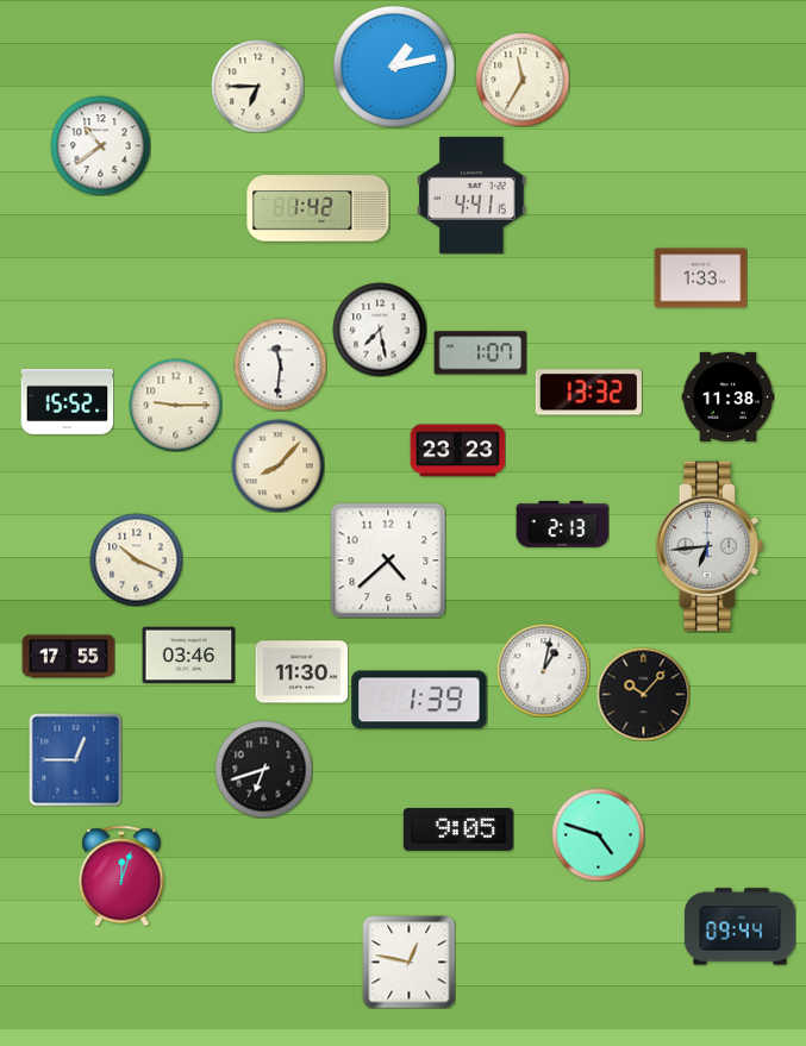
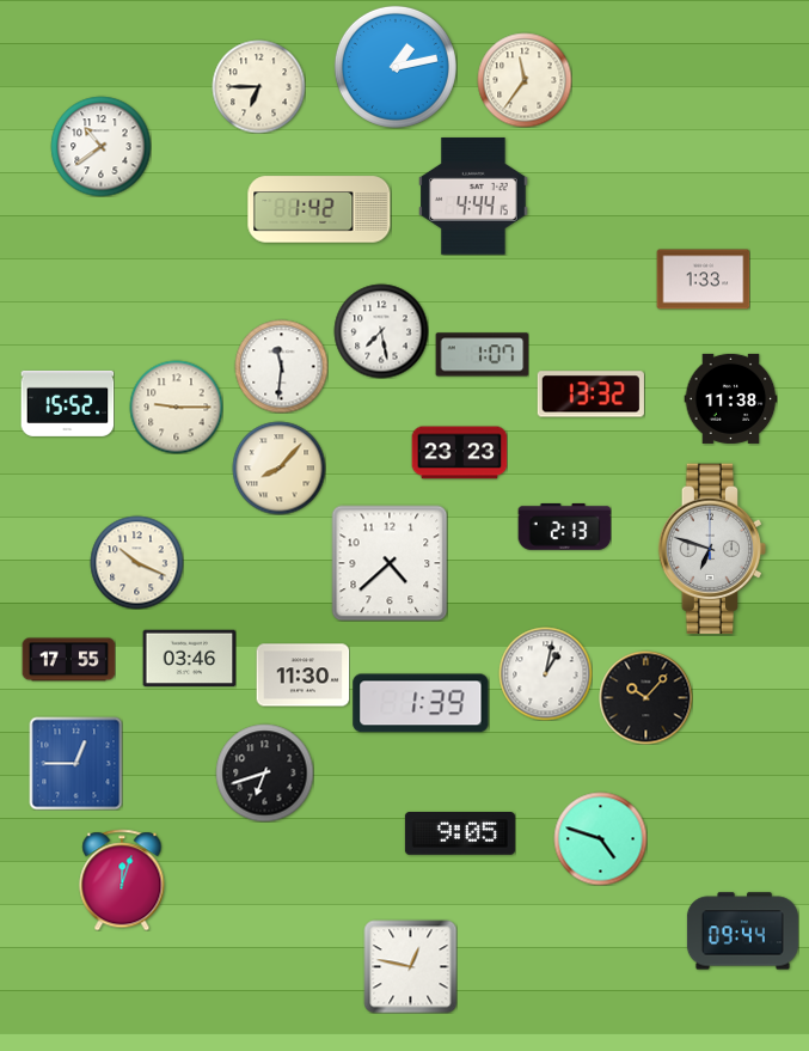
clock at (523, 80): 11:35 -> 11:36
clock at (471, 195): 4:41 -> 4:44
clock at (710, 546): 6:44 -> 6:48
